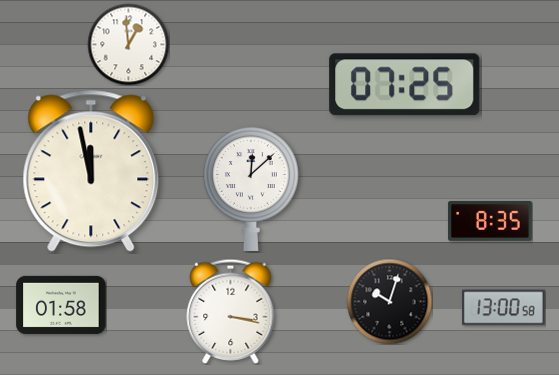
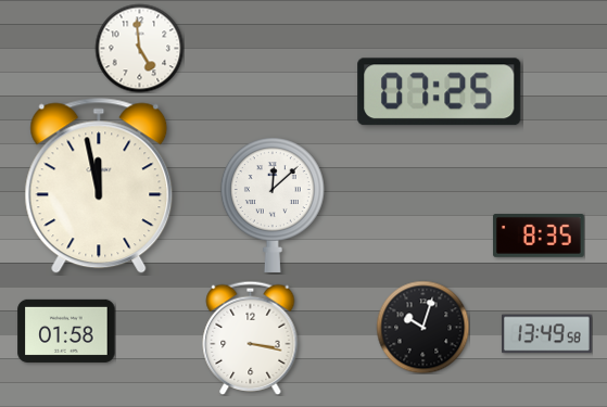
clock at (128, 44): 12:59 -> 4:59
clock at (490, 221) position: (490, 221) -> (539, 236)
clock at (504, 308): 13:00 -> 13:49
